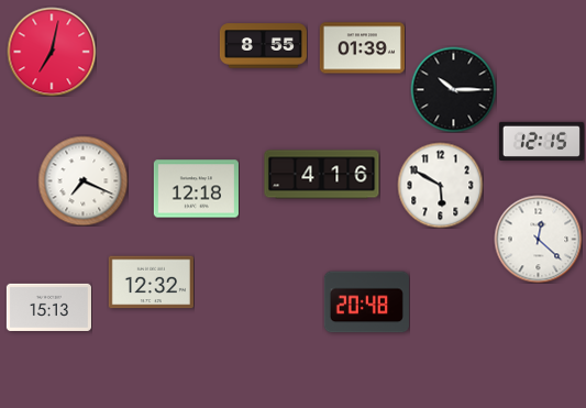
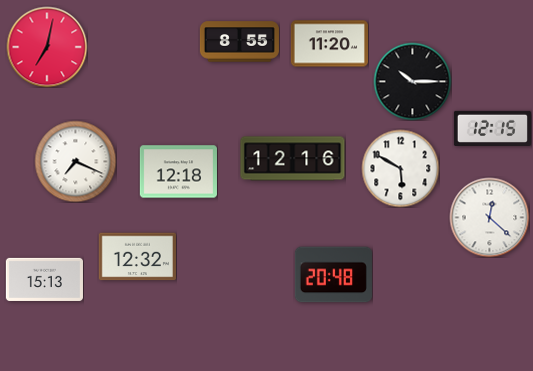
clock at (362, 48): 01:39 -> 11:20
clock at (322, 175): 4:16 -> 12:16
clock at (82, 180) position: (82, 180) -> (75, 161)
